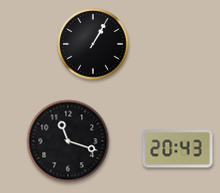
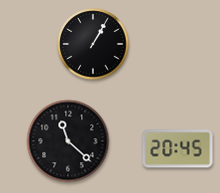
clock at (68, 141): 11:18 -> 11:22
clock at (178, 149): 20:43 -> 20:45
